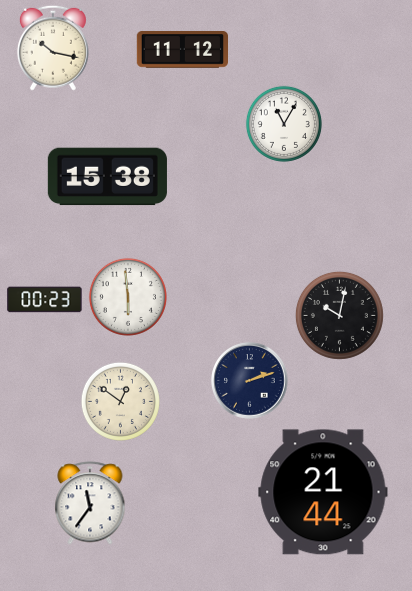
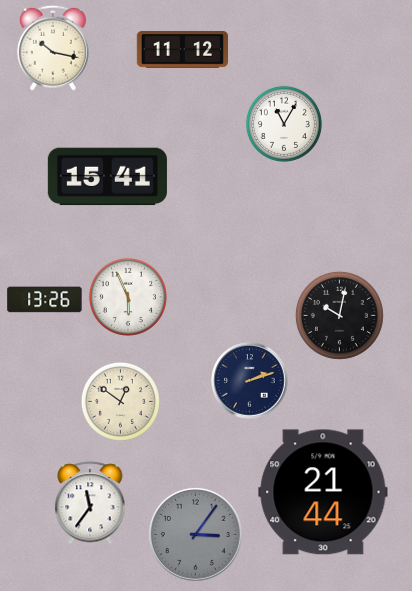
clock at (107, 177): 15:38 -> 15:41
clock at (128, 297): 5:59 -> 5:56
clock at (45, 300): 00:23 -> 13:26
clock at (195, 534): none -> 3:06
